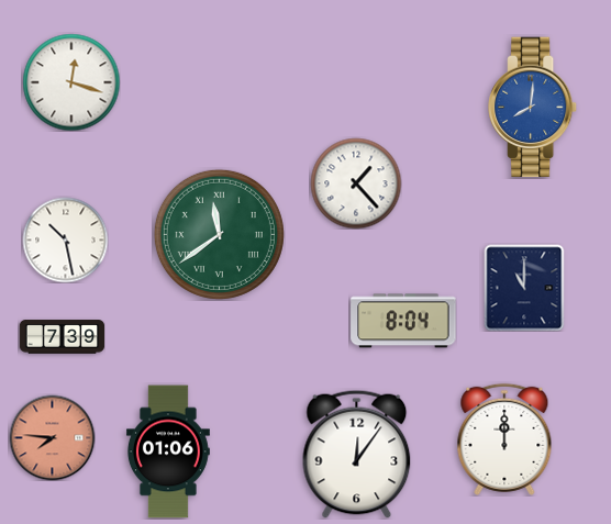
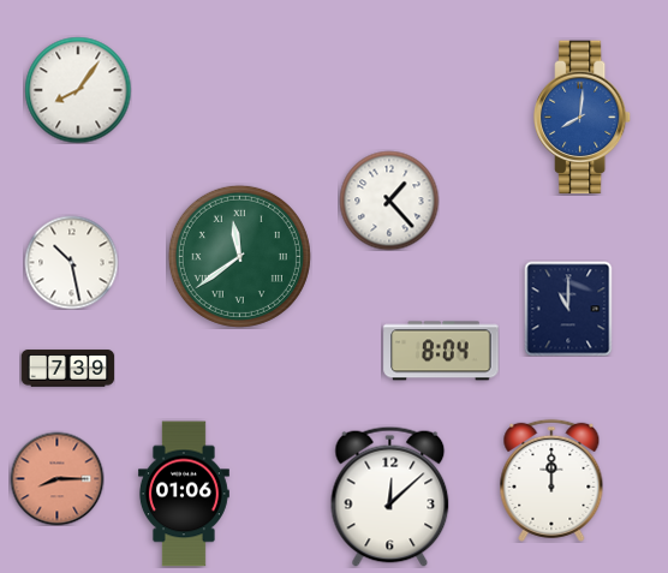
clock at (71, 82): 12:18 -> 8:06
clock at (524, 288) position: (524, 288) -> (568, 309)
clock at (52, 437): 7:46 -> 8:15
clock at (357, 454): 12:06 -> 12:08
